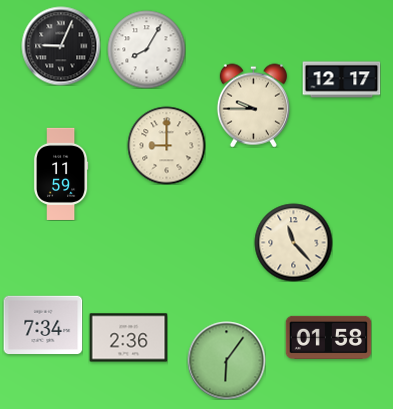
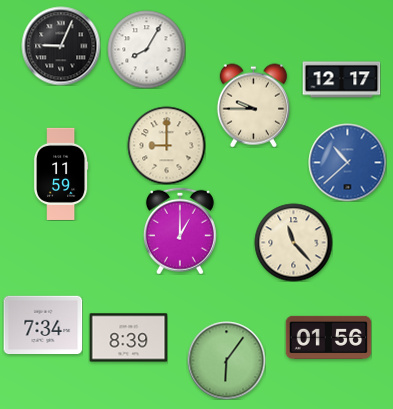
clock at (347, 162): none -> 10:38
clock at (180, 231): none -> 1:00
clock at (328, 337): 01:58 -> 01:56
clock at (128, 338): 2:36 -> 8:39
